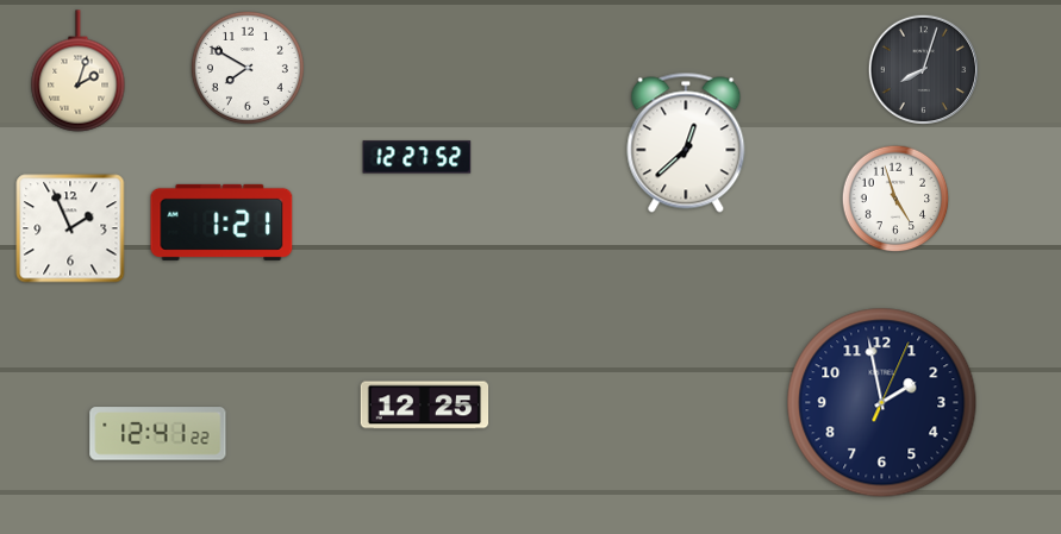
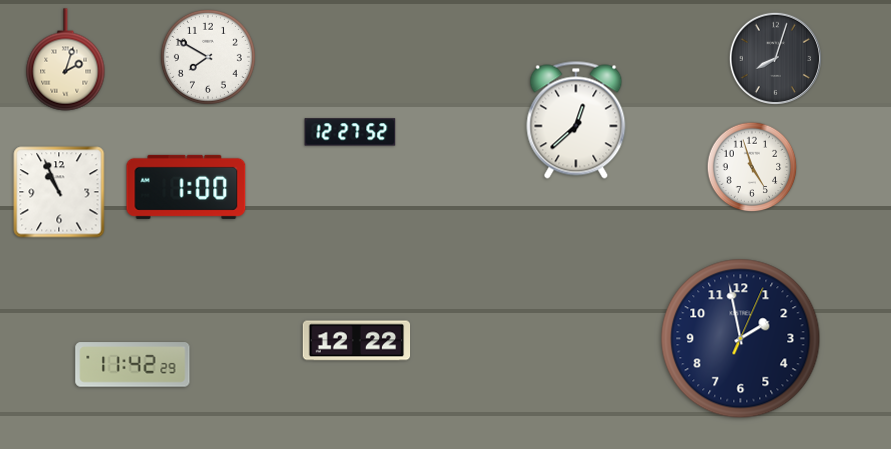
clock at (221, 222): 1:21 -> 1:00
clock at (70, 228): 1:56 -> 10:56
clock at (425, 406): 12:25 -> 12:22
clock at (158, 434): 12:41 -> 11:42
